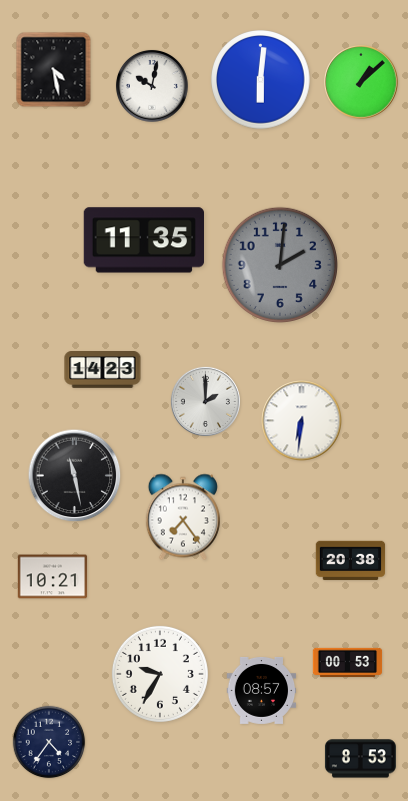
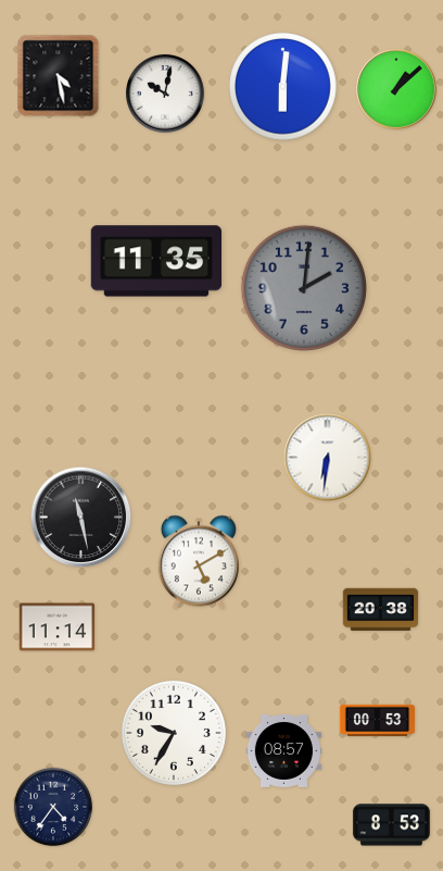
clock at (361, 82) position: (361, 82) -> (396, 89)
clock at (103, 370): 14:23 -> none
clock at (205, 401): 2:00 -> none
clock at (183, 517): 7:24 -> 5:10
clock at (53, 577): 10:21 -> 11:14
